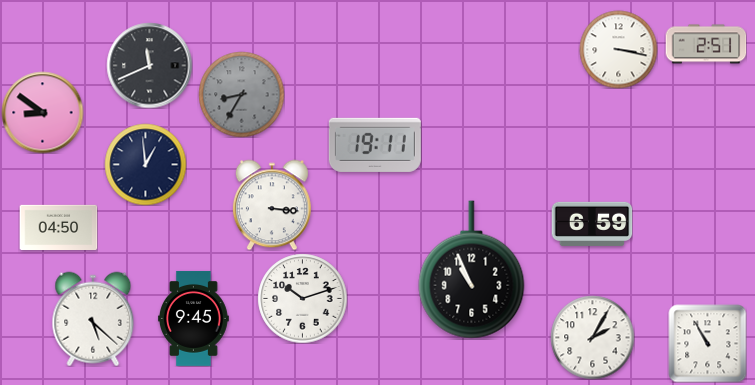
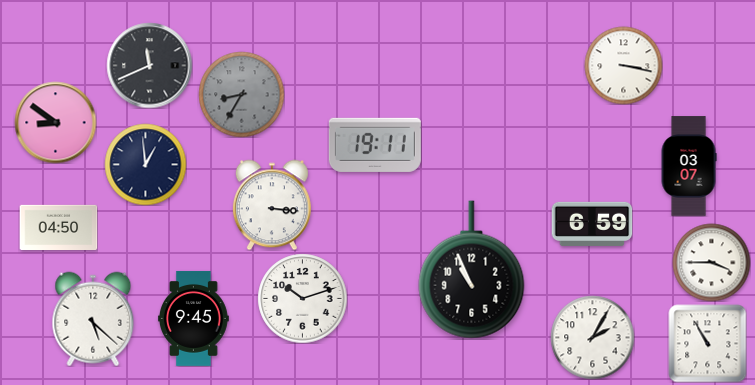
clock at (706, 44): 2:51 -> none
clock at (618, 49) position: (618, 49) -> (623, 65)
clock at (42, 112) position: (42, 112) -> (55, 122)
clock at (689, 166): none -> 03:07
clock at (711, 262): none -> 3:45
